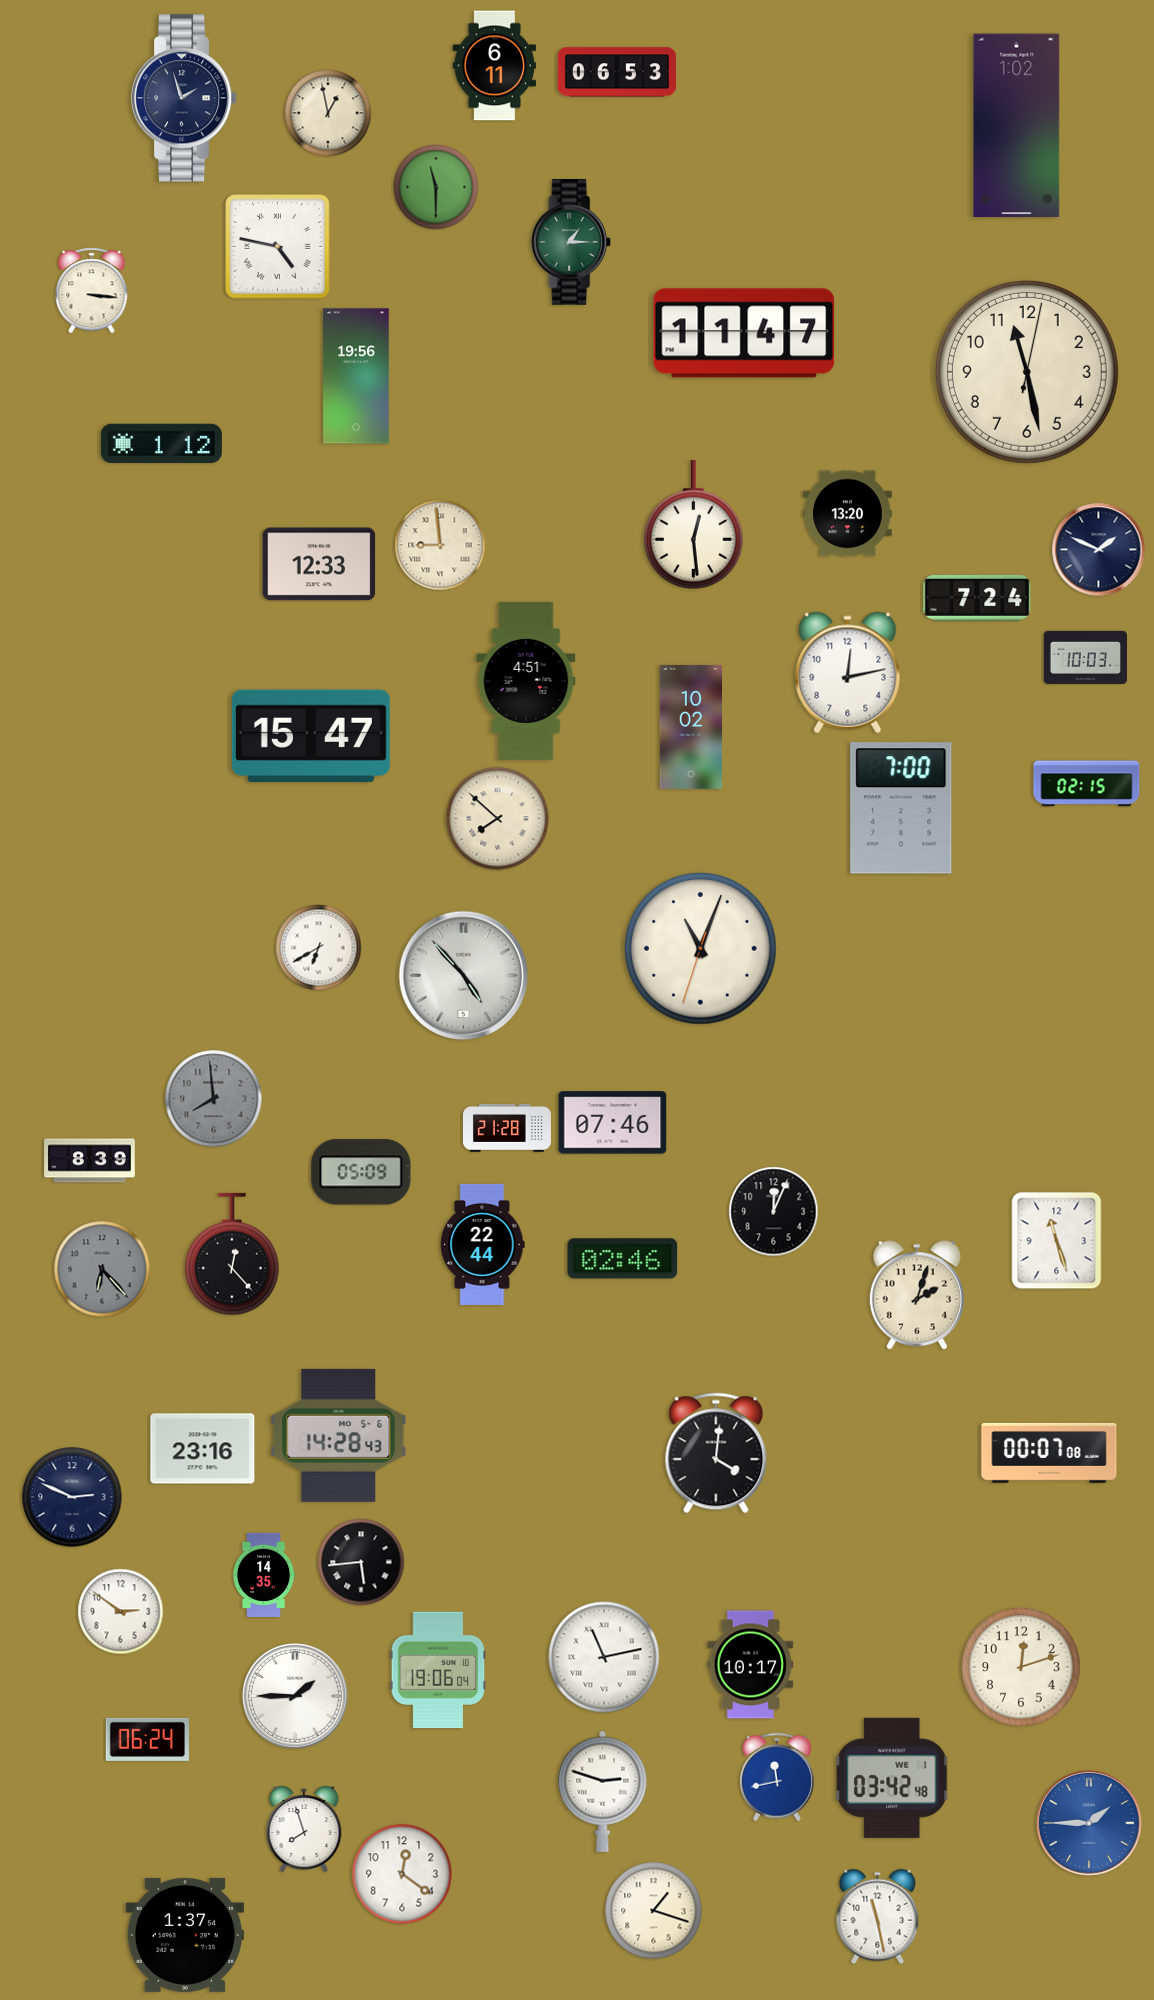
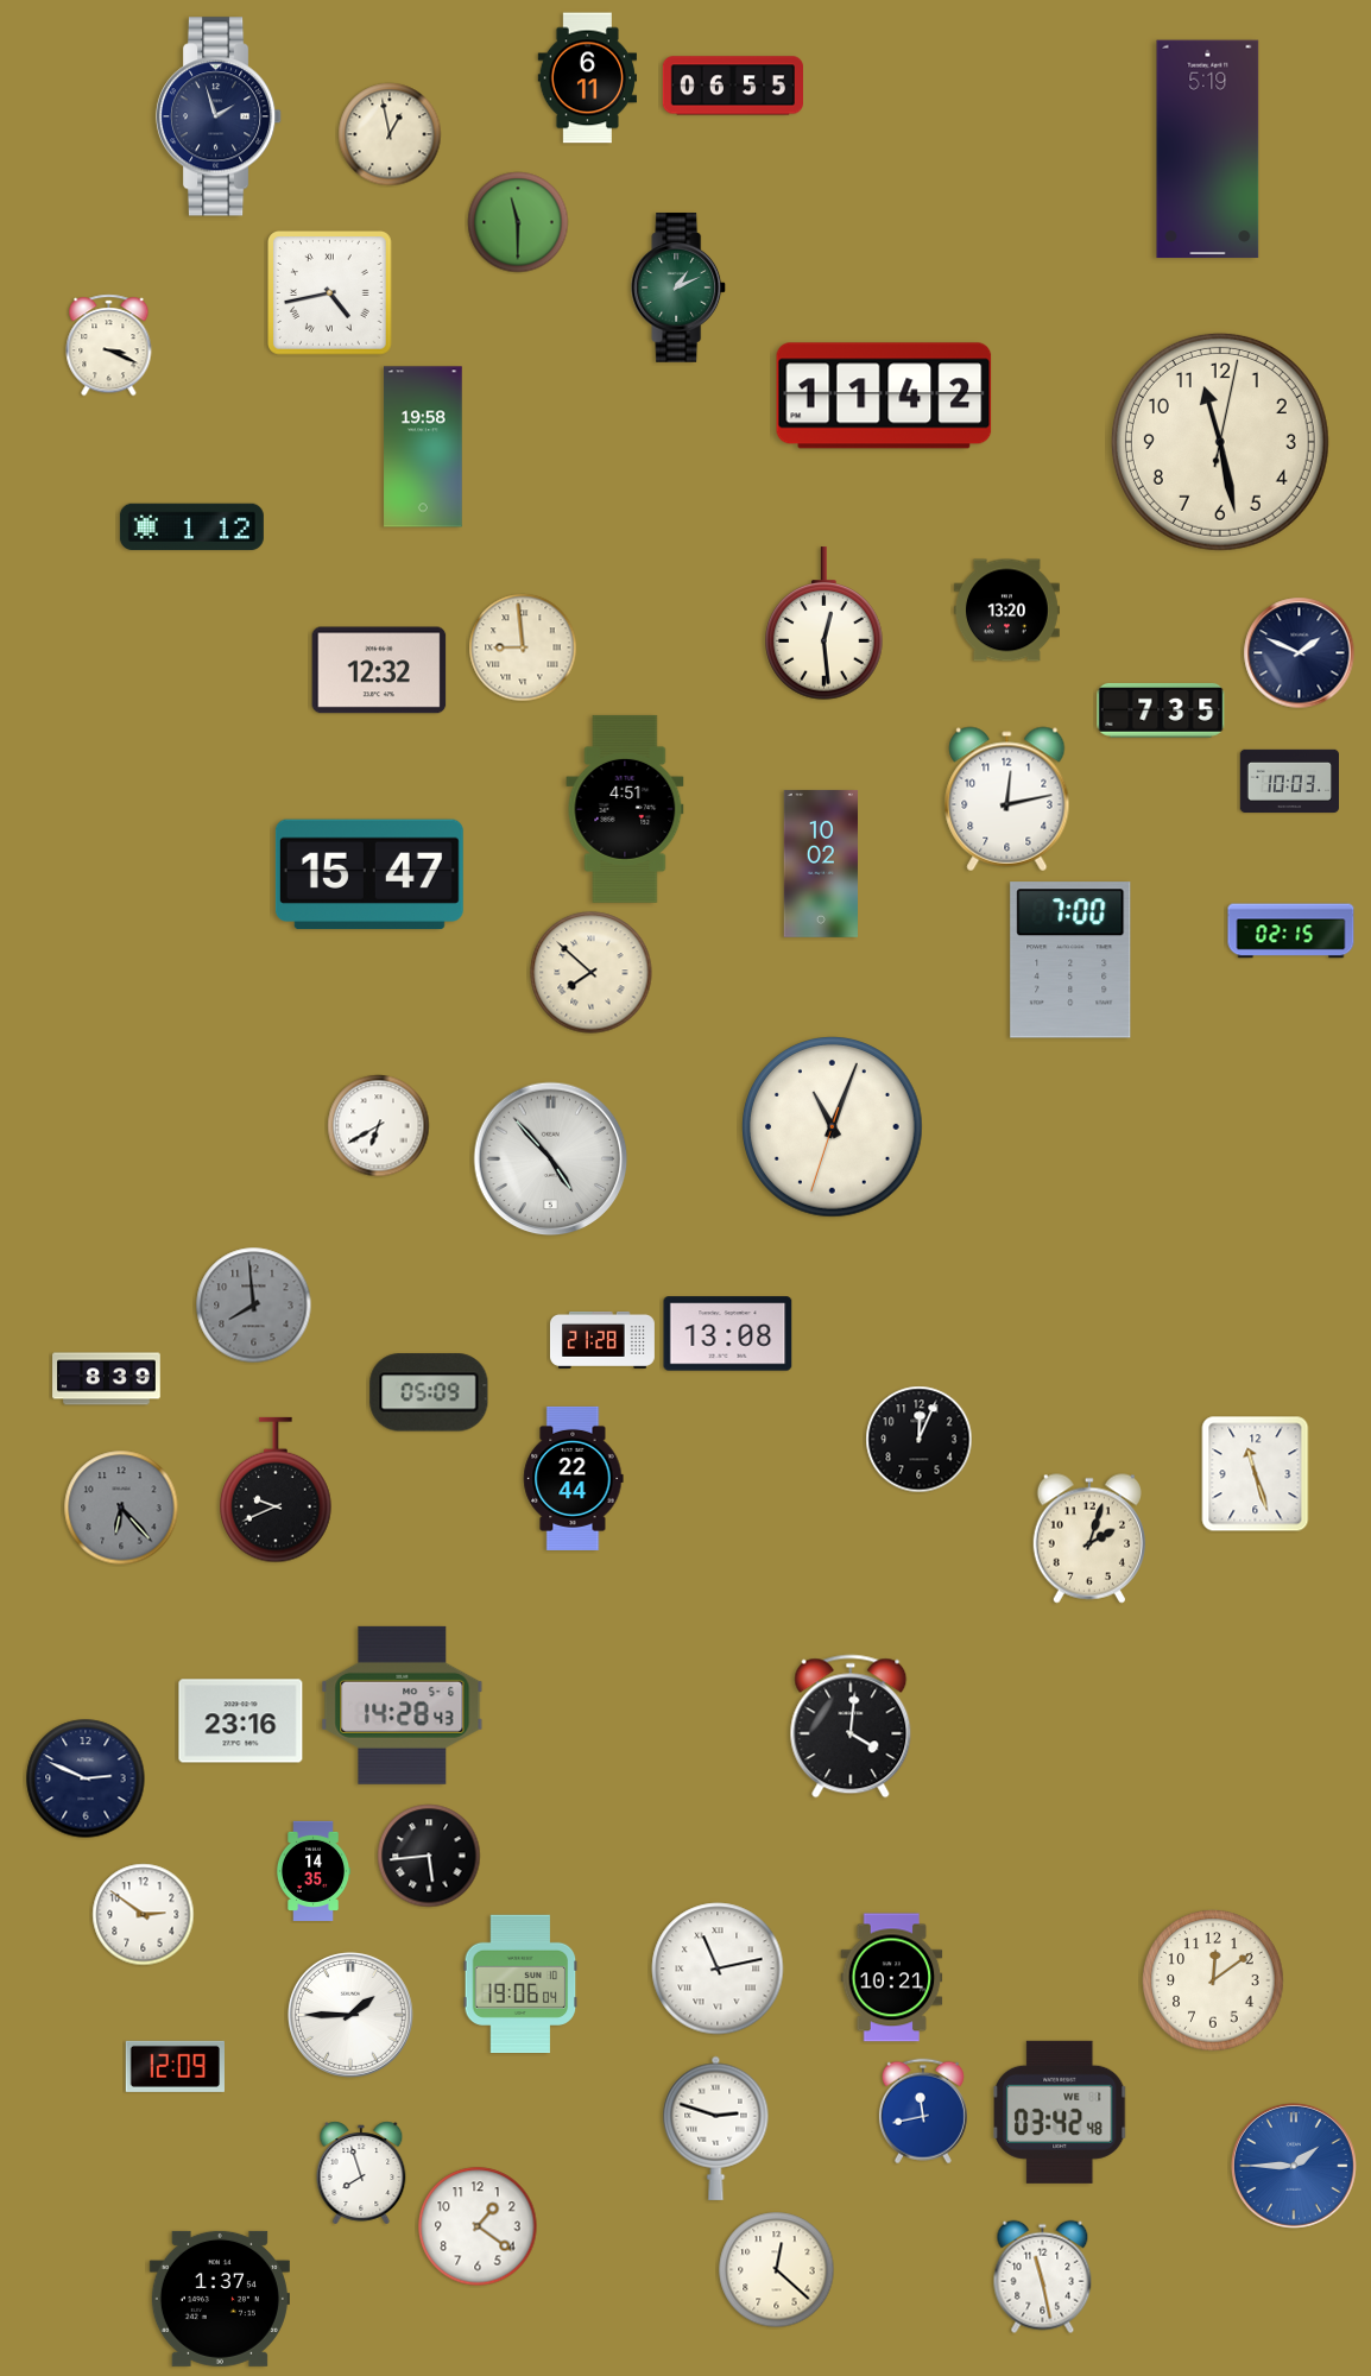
clock at (617, 72): 06:53 -> 06:55
clock at (1017, 126): 1:02 -> 5:19
clock at (572, 242): 1:15 -> 1:11
clock at (278, 247): 4:47 -> 4:43
clock at (92, 291): 3:16 -> 3:19
clock at (744, 333): 11:47 -> 11:42
clock at (356, 376): 19:56 -> 19:58
clock at (1099, 550) position: (1099, 550) -> (1300, 653)
clock at (319, 564): 12:33 -> 12:32
clock at (977, 598): 7:24 -> 7:35
clock at (613, 1123): 07:46 -> 13:08
clock at (232, 1254): 12:23 -> 9:41
clock at (623, 1259): 02:46 -> none
clock at (1049, 1453): 00:07 -> none
clock at (751, 1665): 10:17 -> 10:21
clock at (1021, 1667): 12:12 -> 12:09
clock at (147, 1739): 06:24 -> 12:09
clock at (402, 1874): 12:21 -> 1:21
clock at (654, 1911): 1:18 -> 12:22
